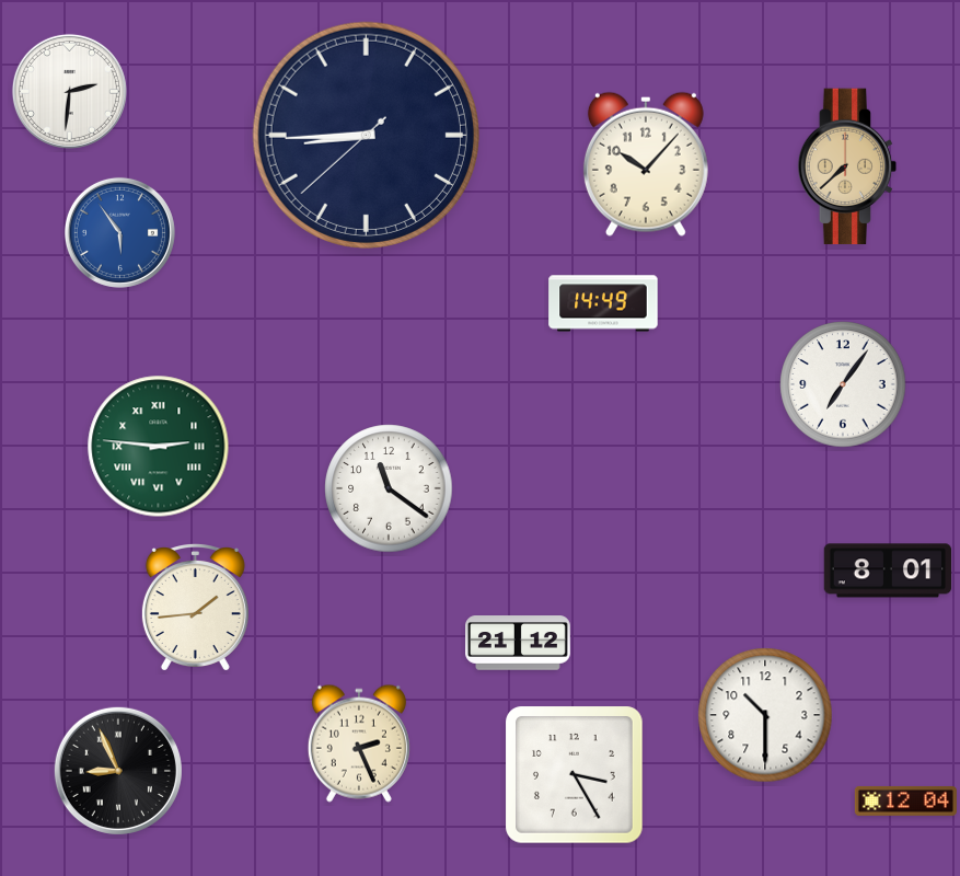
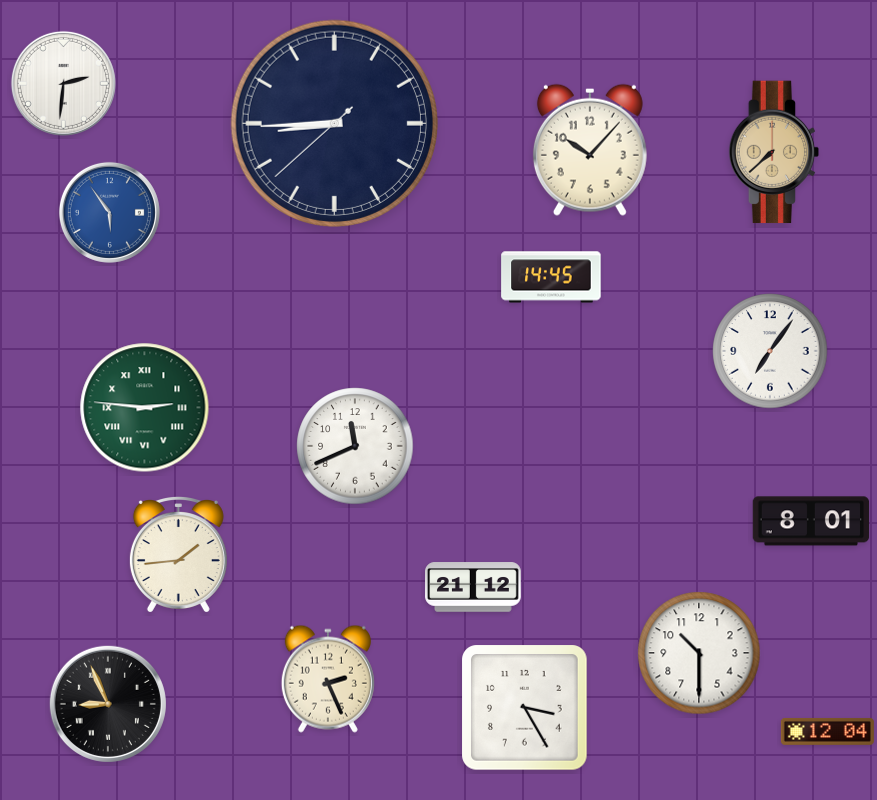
clock at (603, 303): 14:49 -> 14:45
clock at (389, 488): 11:21 -> 11:41
